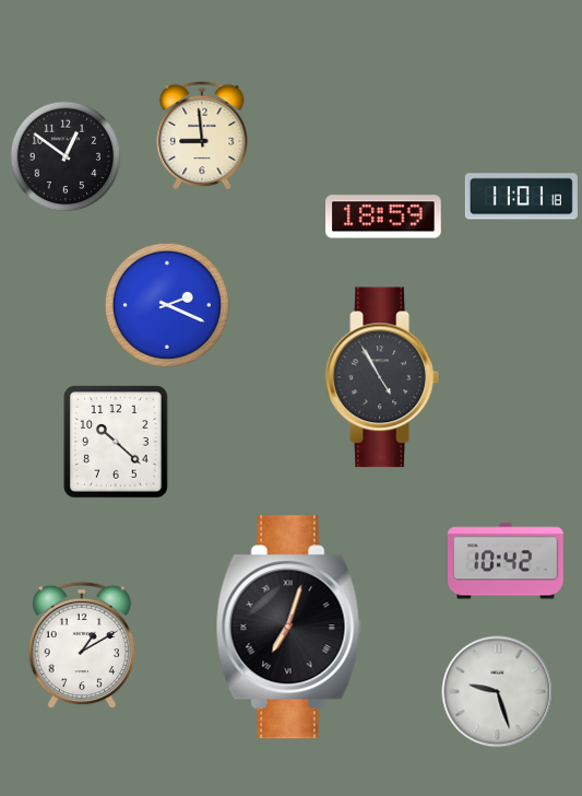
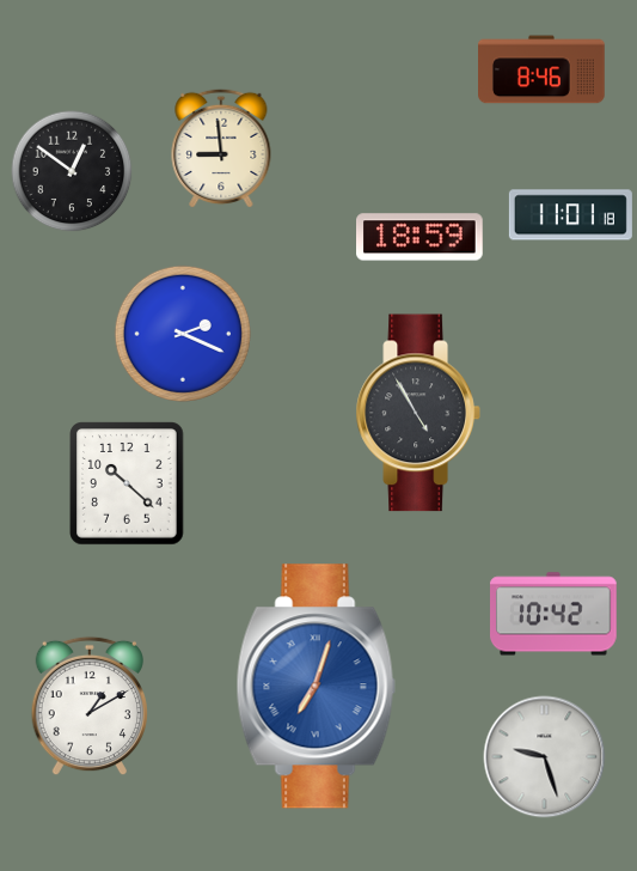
clock at (541, 69): none -> 8:46
clock at (288, 628) dial: black -> blue
